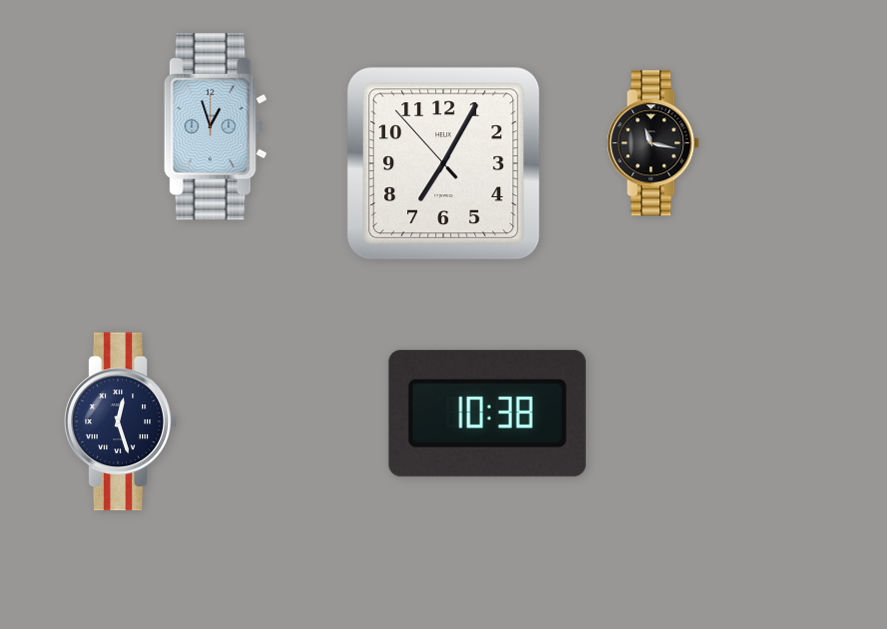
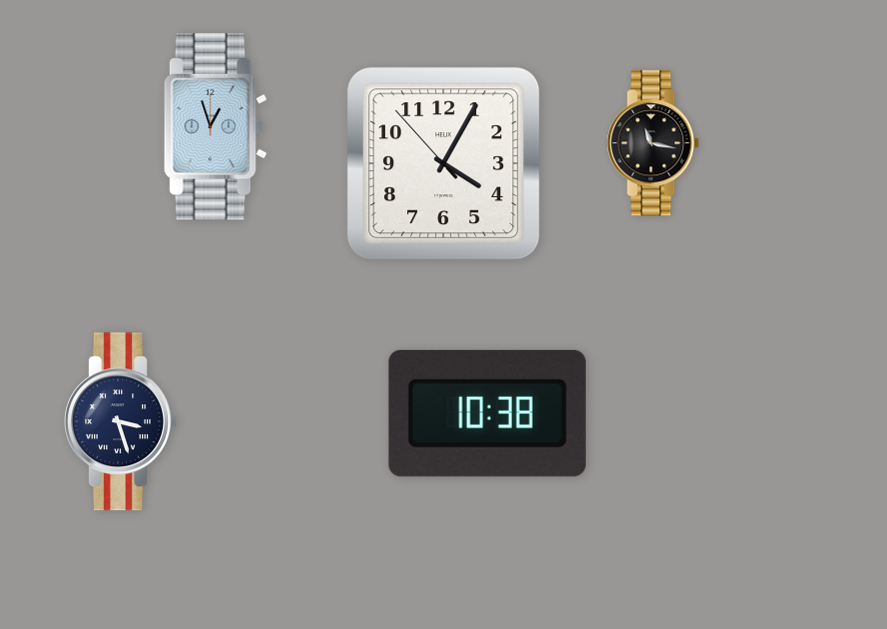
clock at (444, 164): 7:04 -> 4:04
clock at (120, 422): 12:27 -> 3:27
